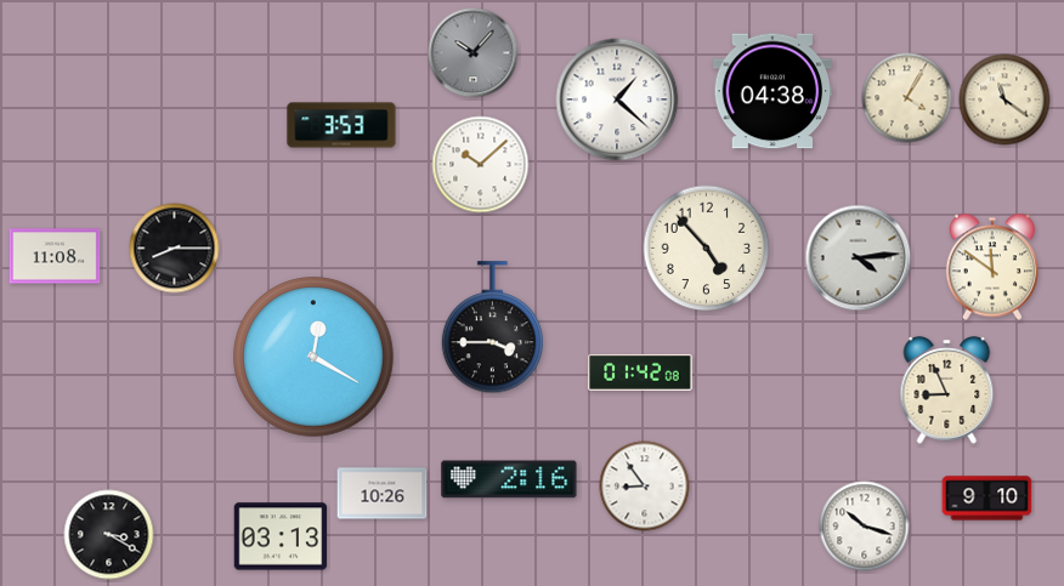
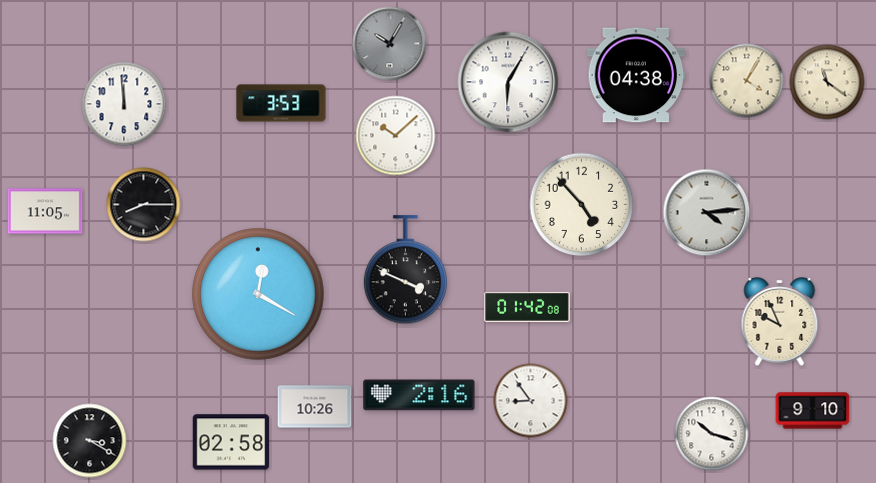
clock at (474, 53): 10:07 -> 10:05
clock at (617, 99): 1:22 -> 6:05
clock at (124, 104): none -> 11:59
clock at (55, 256): 11:08 -> 11:05
clock at (992, 267): 11:51 -> none
clock at (492, 328): 3:45 -> 3:49
clock at (947, 391): 8:56 -> 9:56
clock at (281, 536): 03:13 -> 02:58
